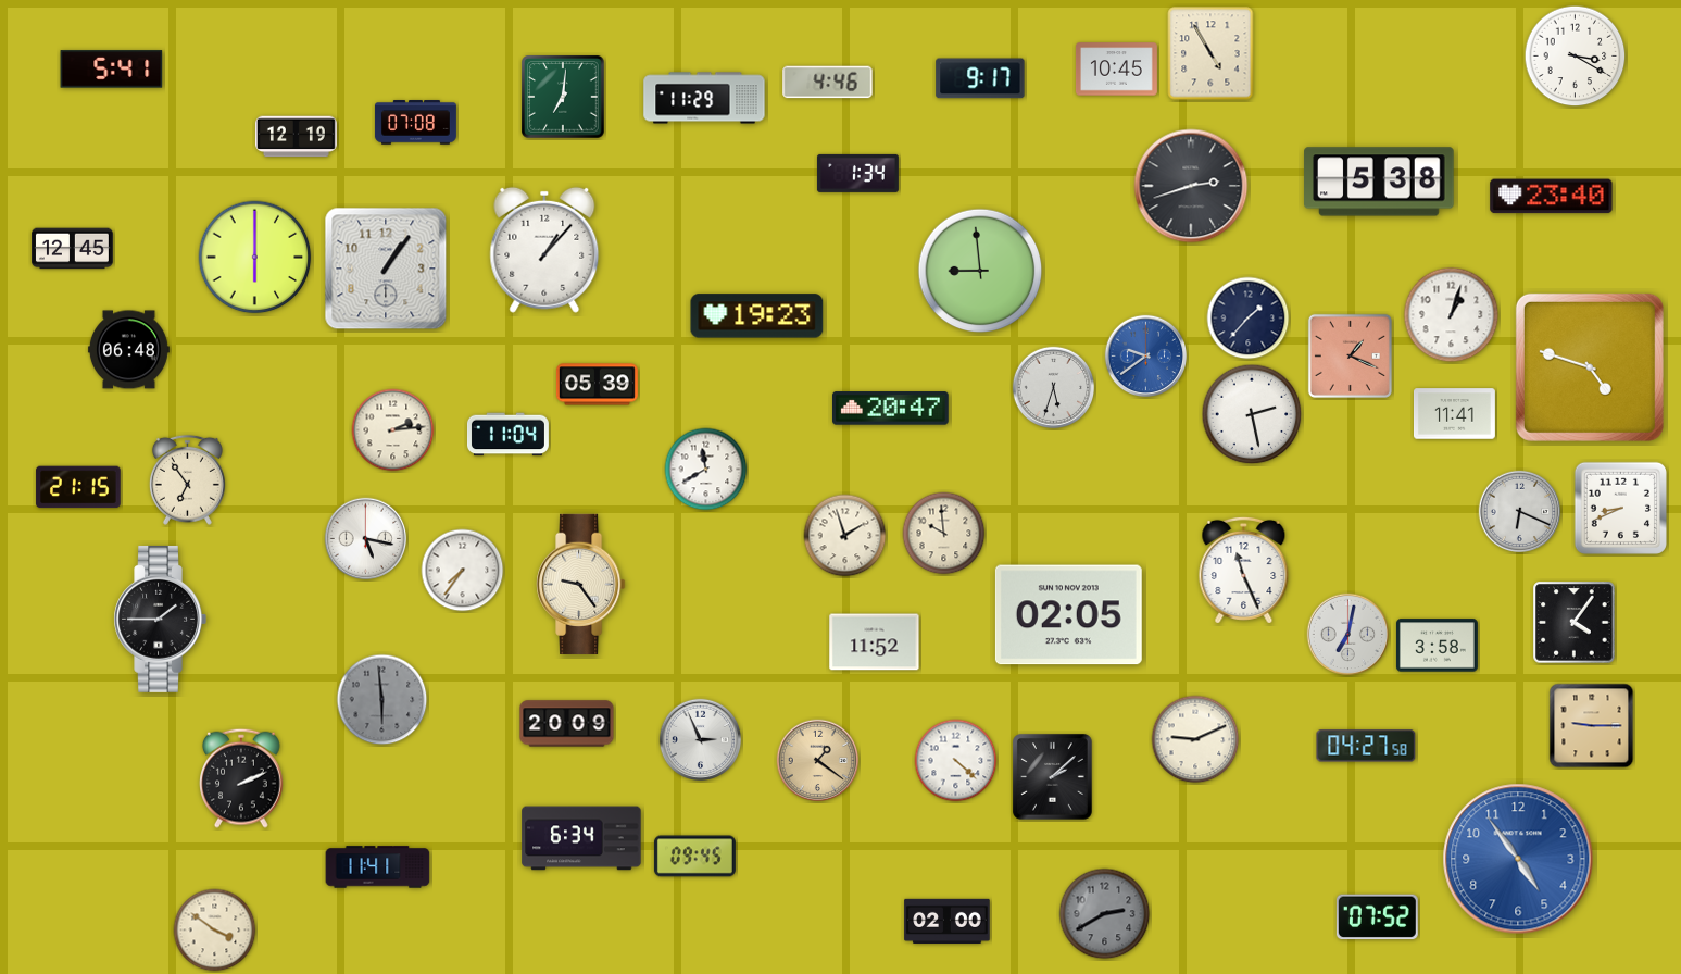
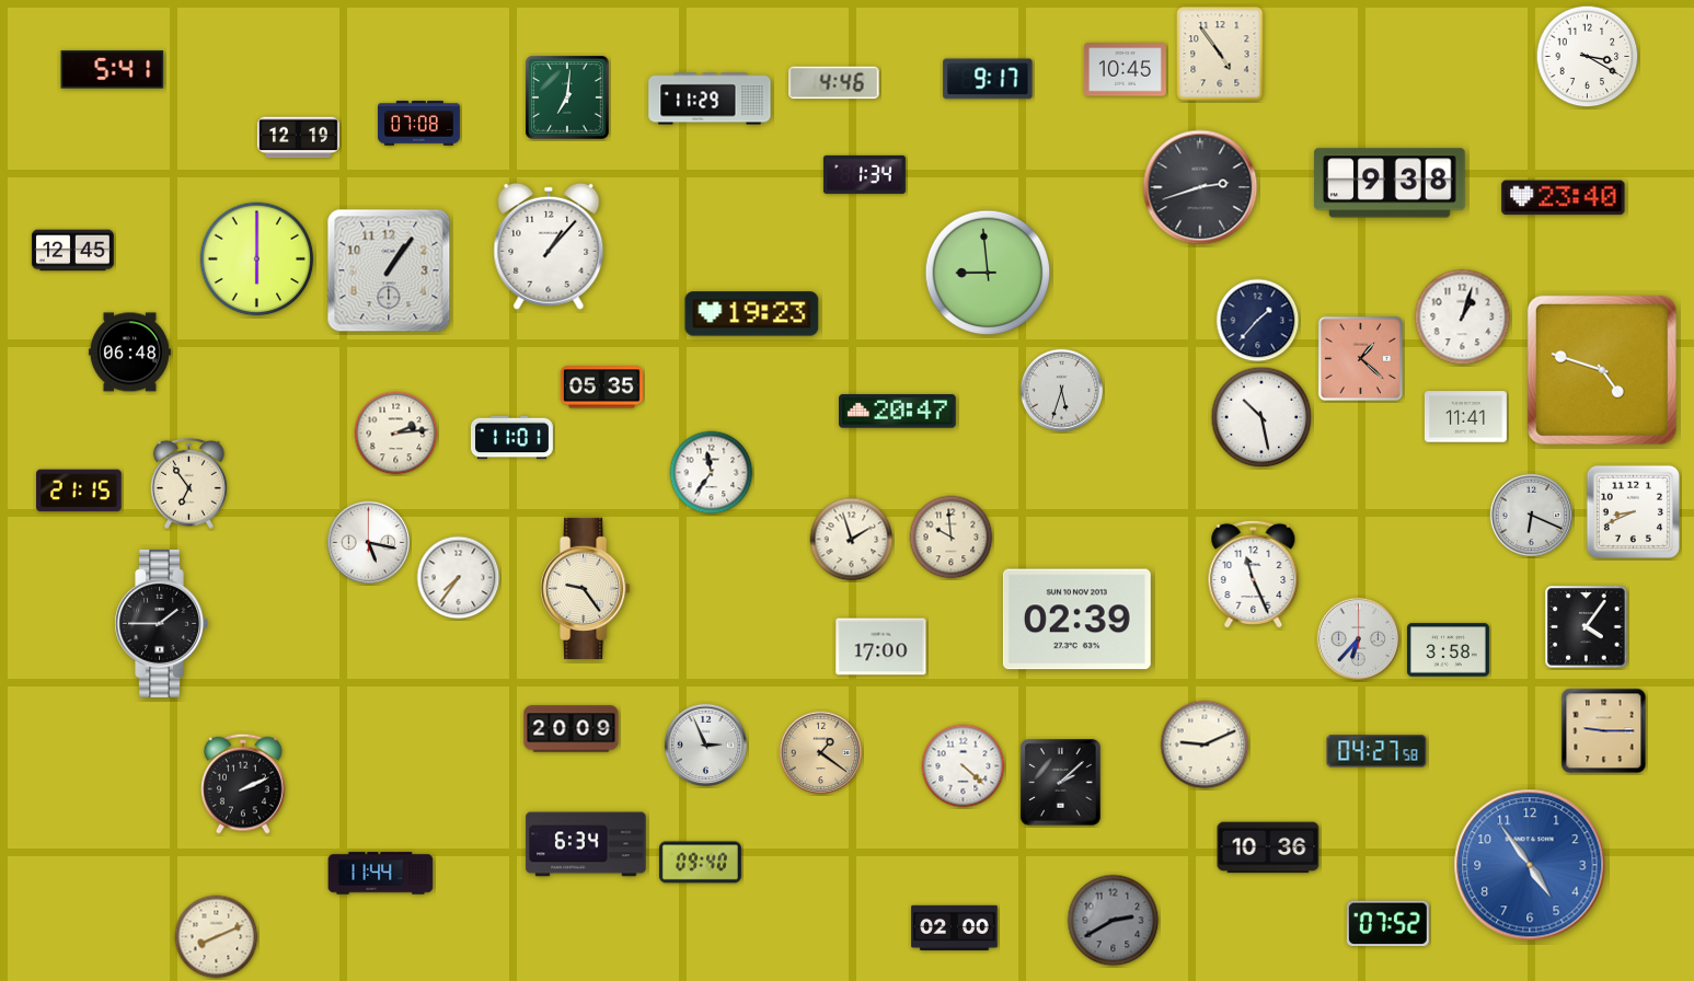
clock at (1210, 53): 4:55 -> 4:54
clock at (1379, 182): 5:38 -> 9:38
clock at (544, 250) position: (544, 250) -> (549, 246)
clock at (757, 316) position: (757, 316) -> (752, 314)
clock at (1350, 355): 1:19 -> 1:22
clock at (1146, 357): 9:39 -> none
clock at (597, 385): 05:39 -> 05:35
clock at (1252, 414): 2:28 -> 10:28
clock at (507, 435): 11:04 -> 11:01
clock at (706, 470): 11:40 -> 11:36
clock at (463, 571) position: (463, 571) -> (459, 578)
clock at (1068, 615): 02:05 -> 02:39
clock at (1348, 635): 7:02 -> 6:37
clock at (875, 642): 11:52 -> 17:00
clock at (382, 700): 5:59 -> none
clock at (818, 761) position: (818, 761) -> (821, 753)
clock at (1268, 847): none -> 10:36
clock at (694, 857): 09:45 -> 09:40
clock at (378, 867): 11:41 -> 11:44
clock at (215, 931): 3:51 -> 8:11
